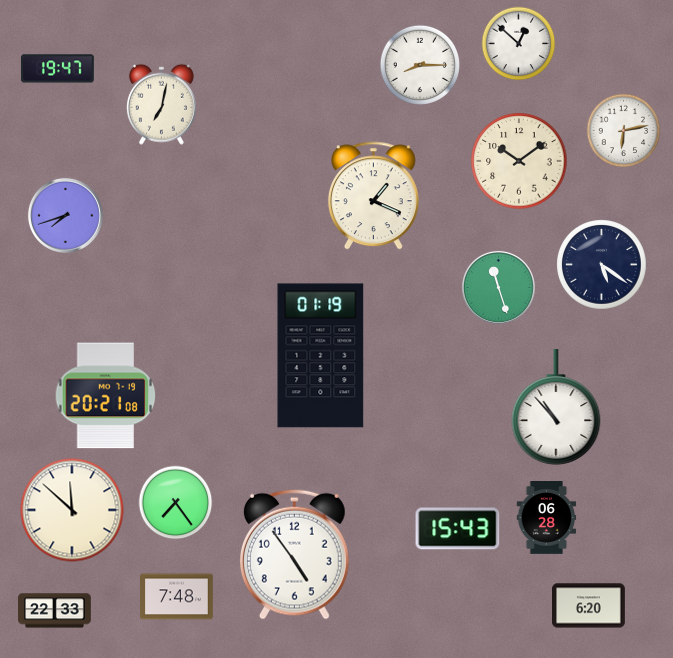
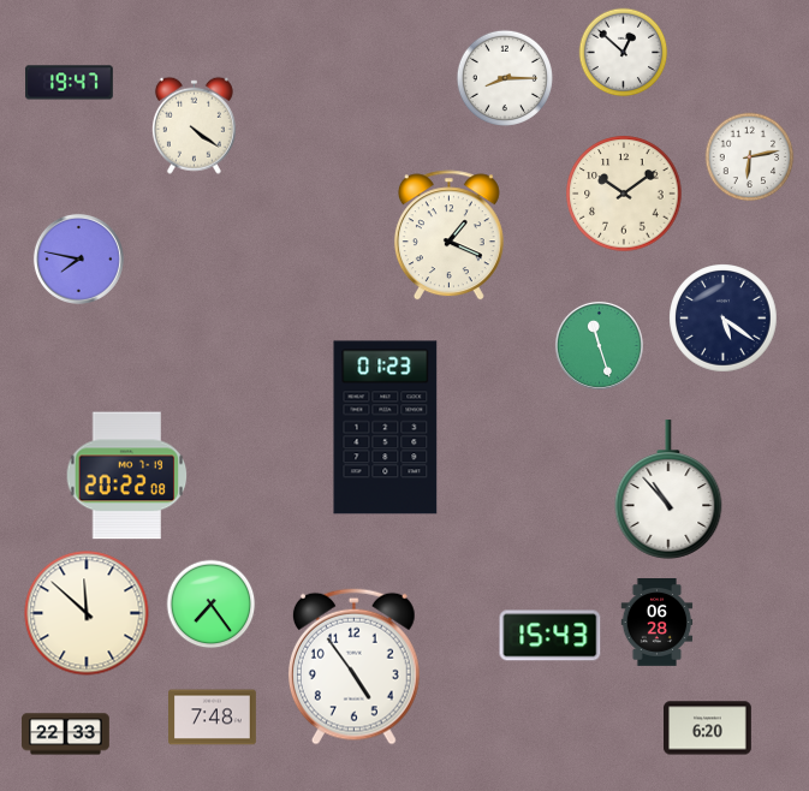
clock at (161, 104): 7:02 -> 4:21
clock at (65, 215): 7:42 -> 7:47
clock at (321, 356): 01:19 -> 01:23
clock at (106, 396): 20:21 -> 20:22
